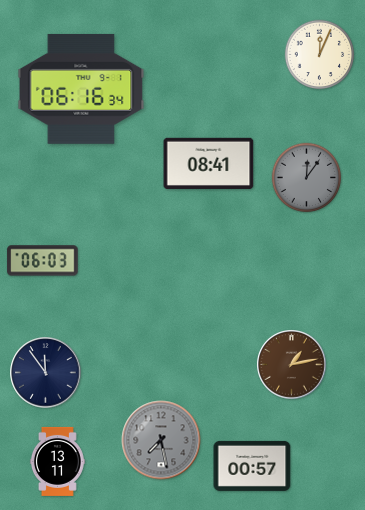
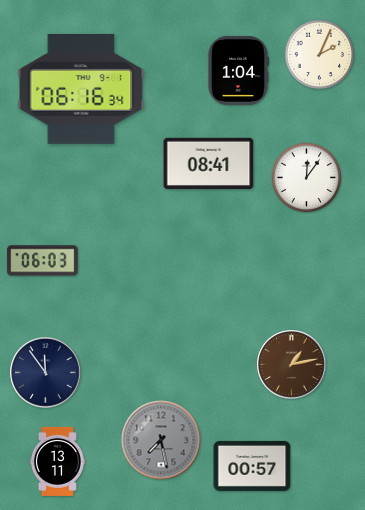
clock at (320, 55): 12:04 -> 2:04
clock at (238, 70): none -> 1:04
clock at (307, 178) dial: grey -> white
